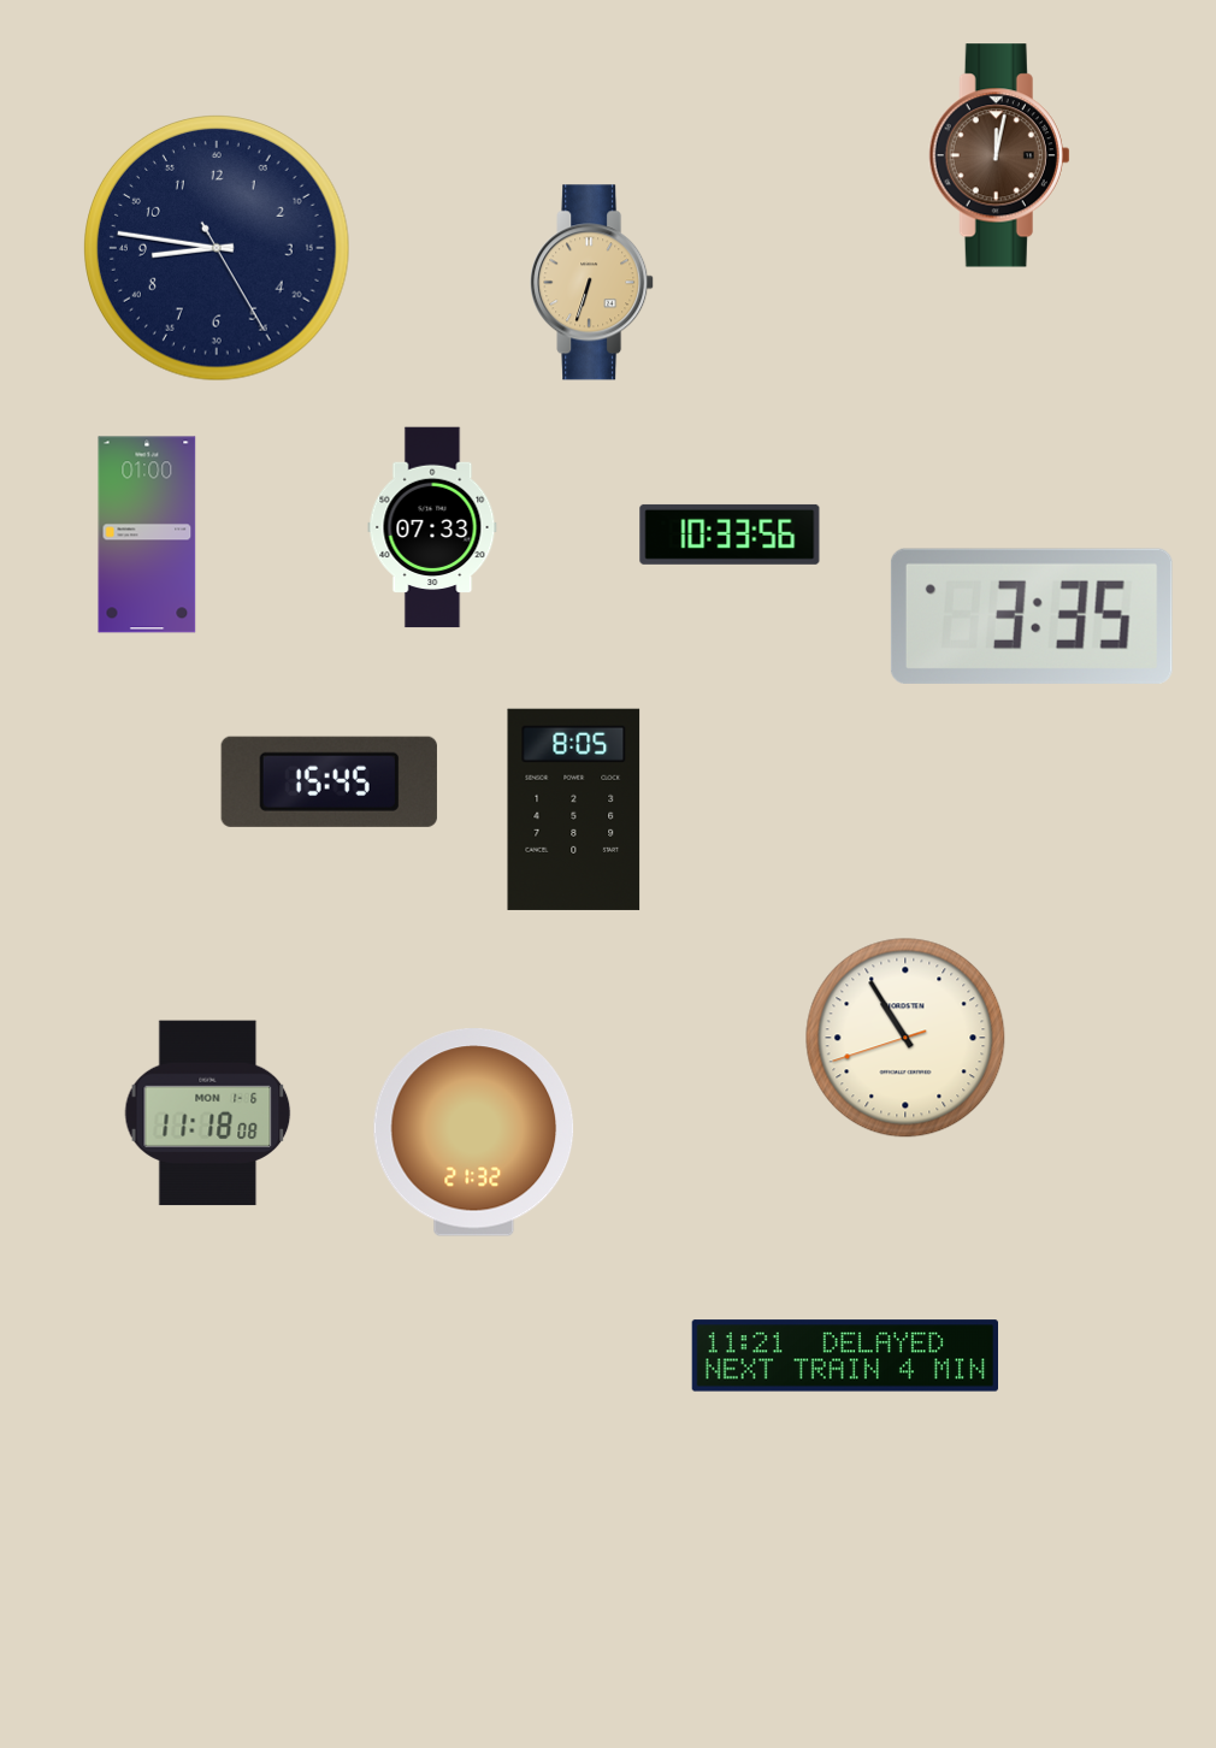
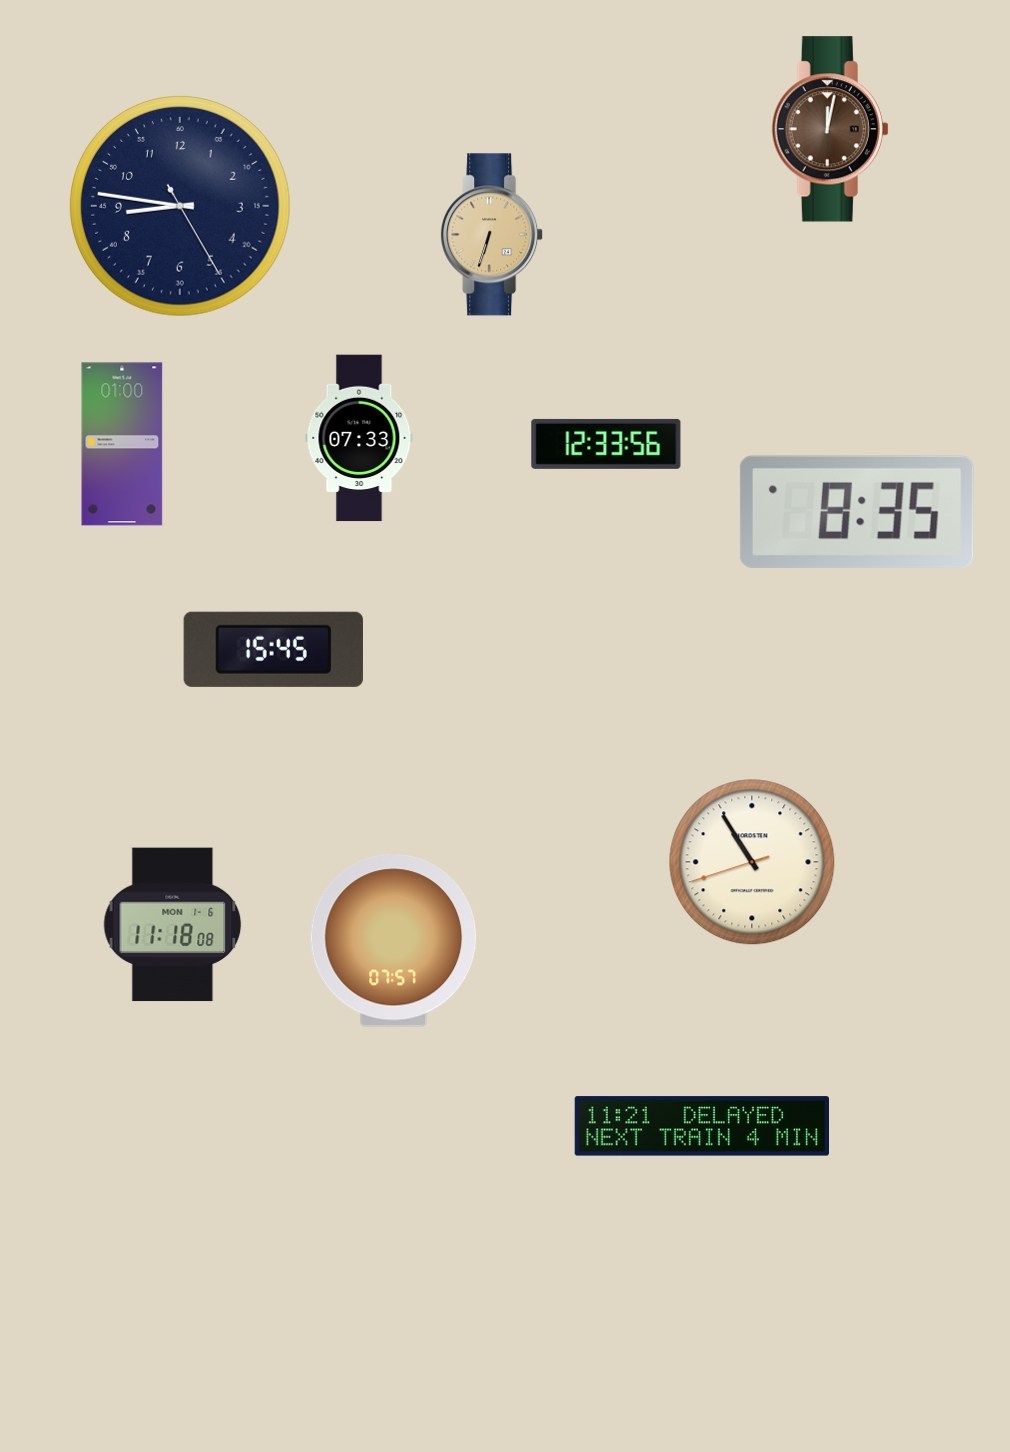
clock at (730, 535): 10:33 -> 12:33
clock at (1032, 616): 3:35 -> 8:35
clock at (574, 809): 8:05 -> none
clock at (474, 1133): 21:32 -> 07:57
